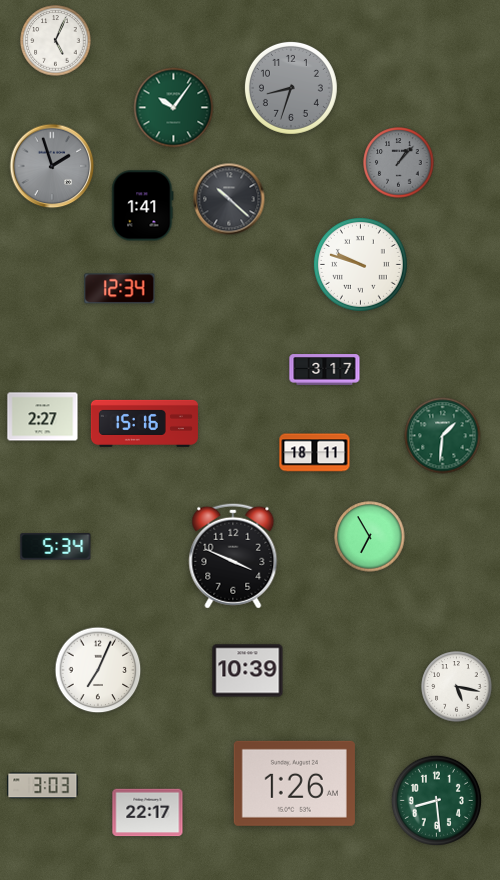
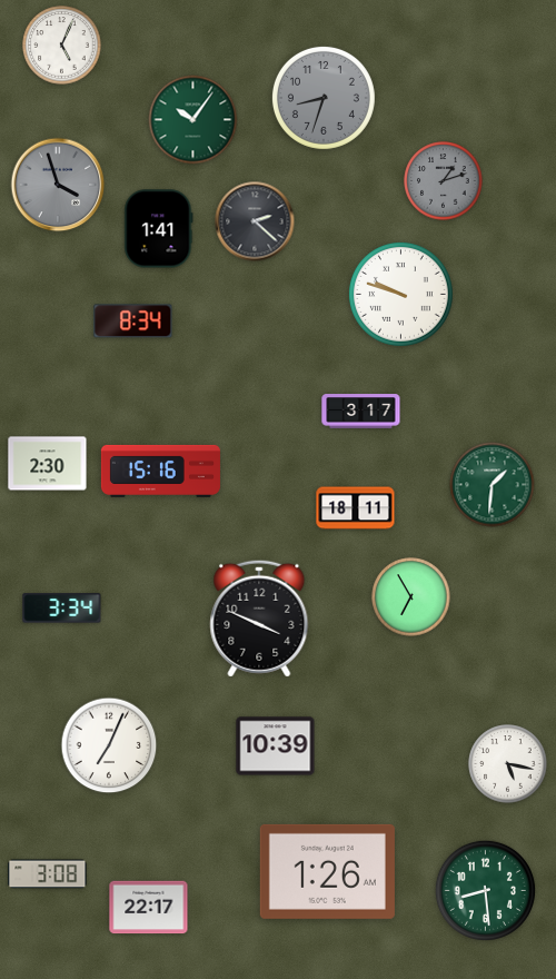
clock at (399, 163): 1:07 -> 1:12
clock at (52, 166): 1:57 -> 3:57
clock at (229, 199): 10:22 -> 2:22
clock at (120, 289): 12:34 -> 8:34
clock at (43, 417): 2:27 -> 2:30
clock at (315, 453) position: (315, 453) -> (356, 508)
clock at (56, 547): 5:34 -> 3:34
clock at (43, 786): 3:03 -> 3:08
clock at (148, 813) position: (148, 813) -> (149, 908)
